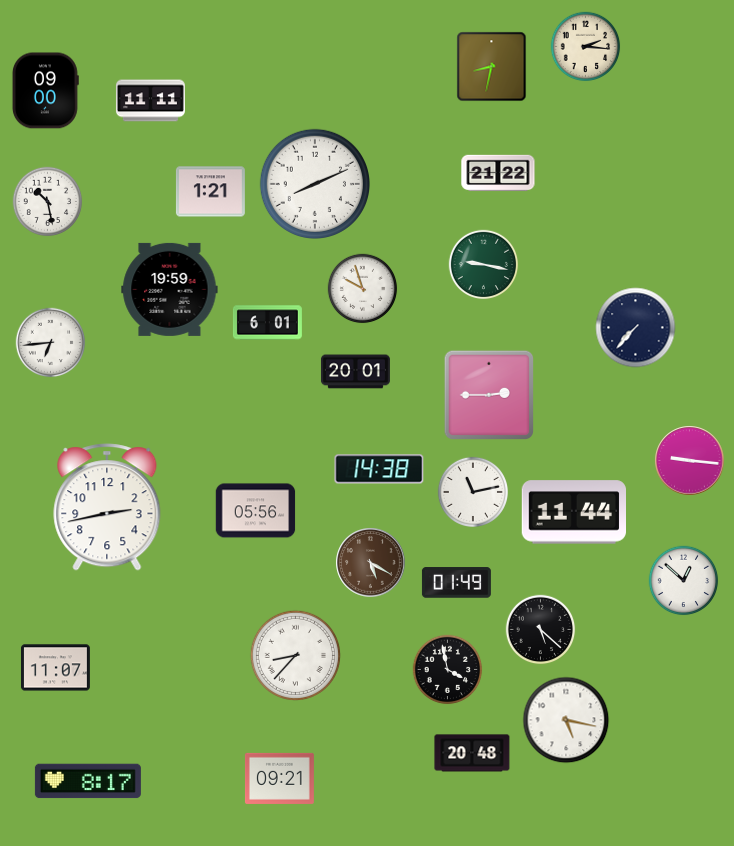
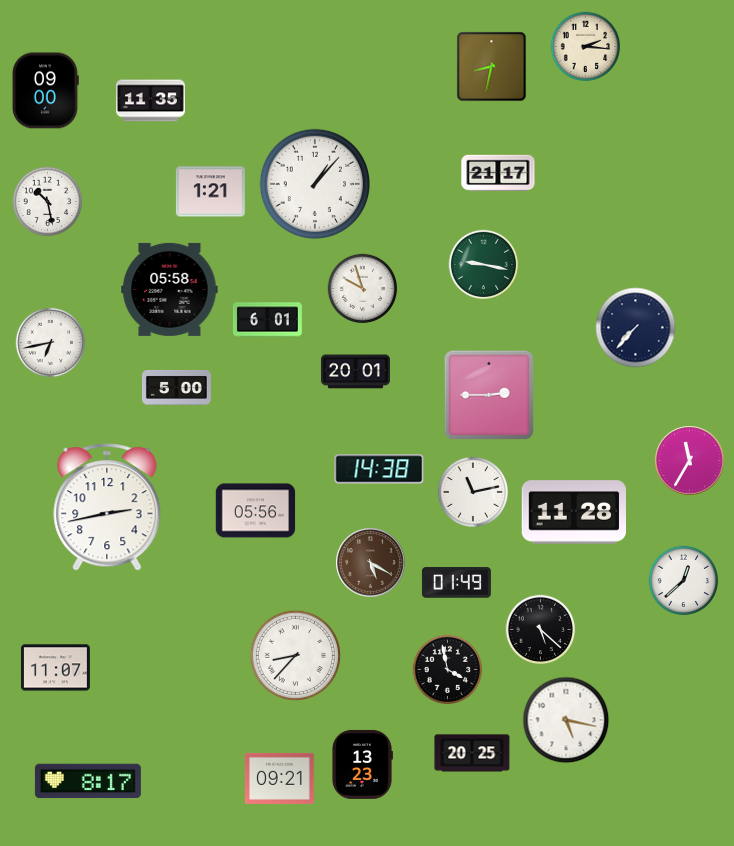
clock at (150, 101): 11:11 -> 11:35
clock at (498, 173): 21:22 -> 21:17
clock at (314, 183): 8:11 -> 1:07
clock at (170, 289): 19:59 -> 05:58
clock at (267, 323) position: (267, 323) -> (267, 320)
clock at (51, 343): 6:44 -> 6:43
clock at (176, 388): none -> 5:00
clock at (690, 461): 9:16 -> 11:35
clock at (573, 512): 11:44 -> 11:28
clock at (684, 581): 12:52 -> 12:38
clock at (472, 753): 20:48 -> 20:25
clock at (362, 764): none -> 13:23
